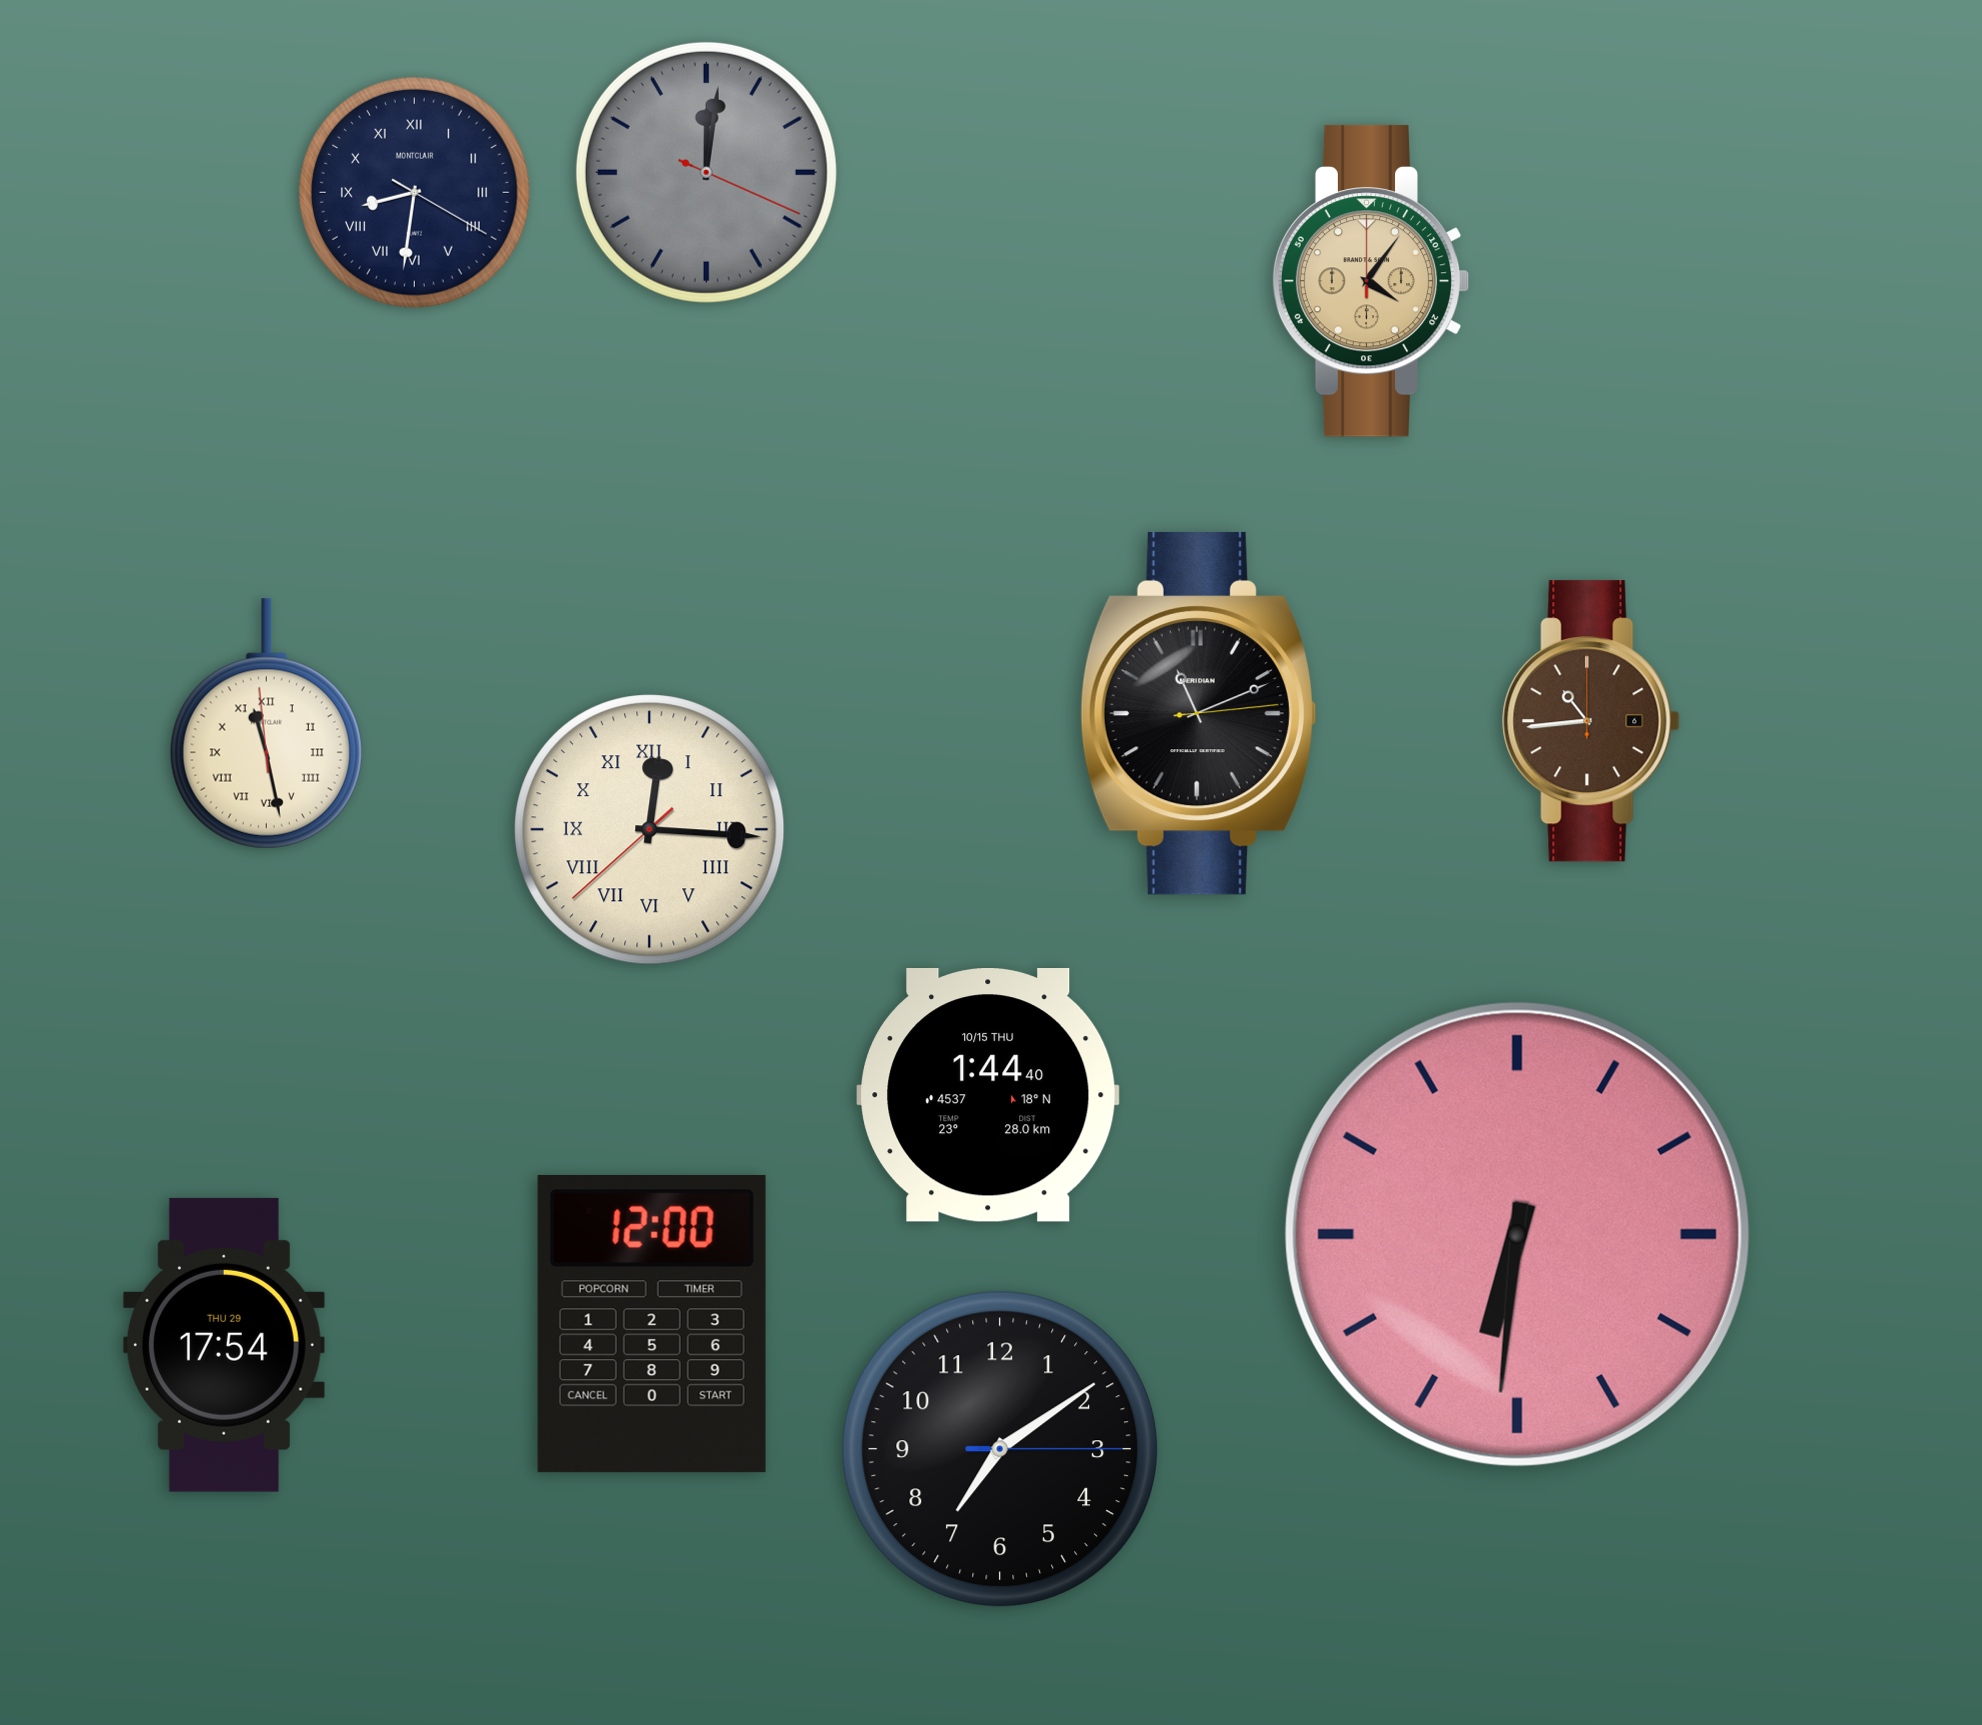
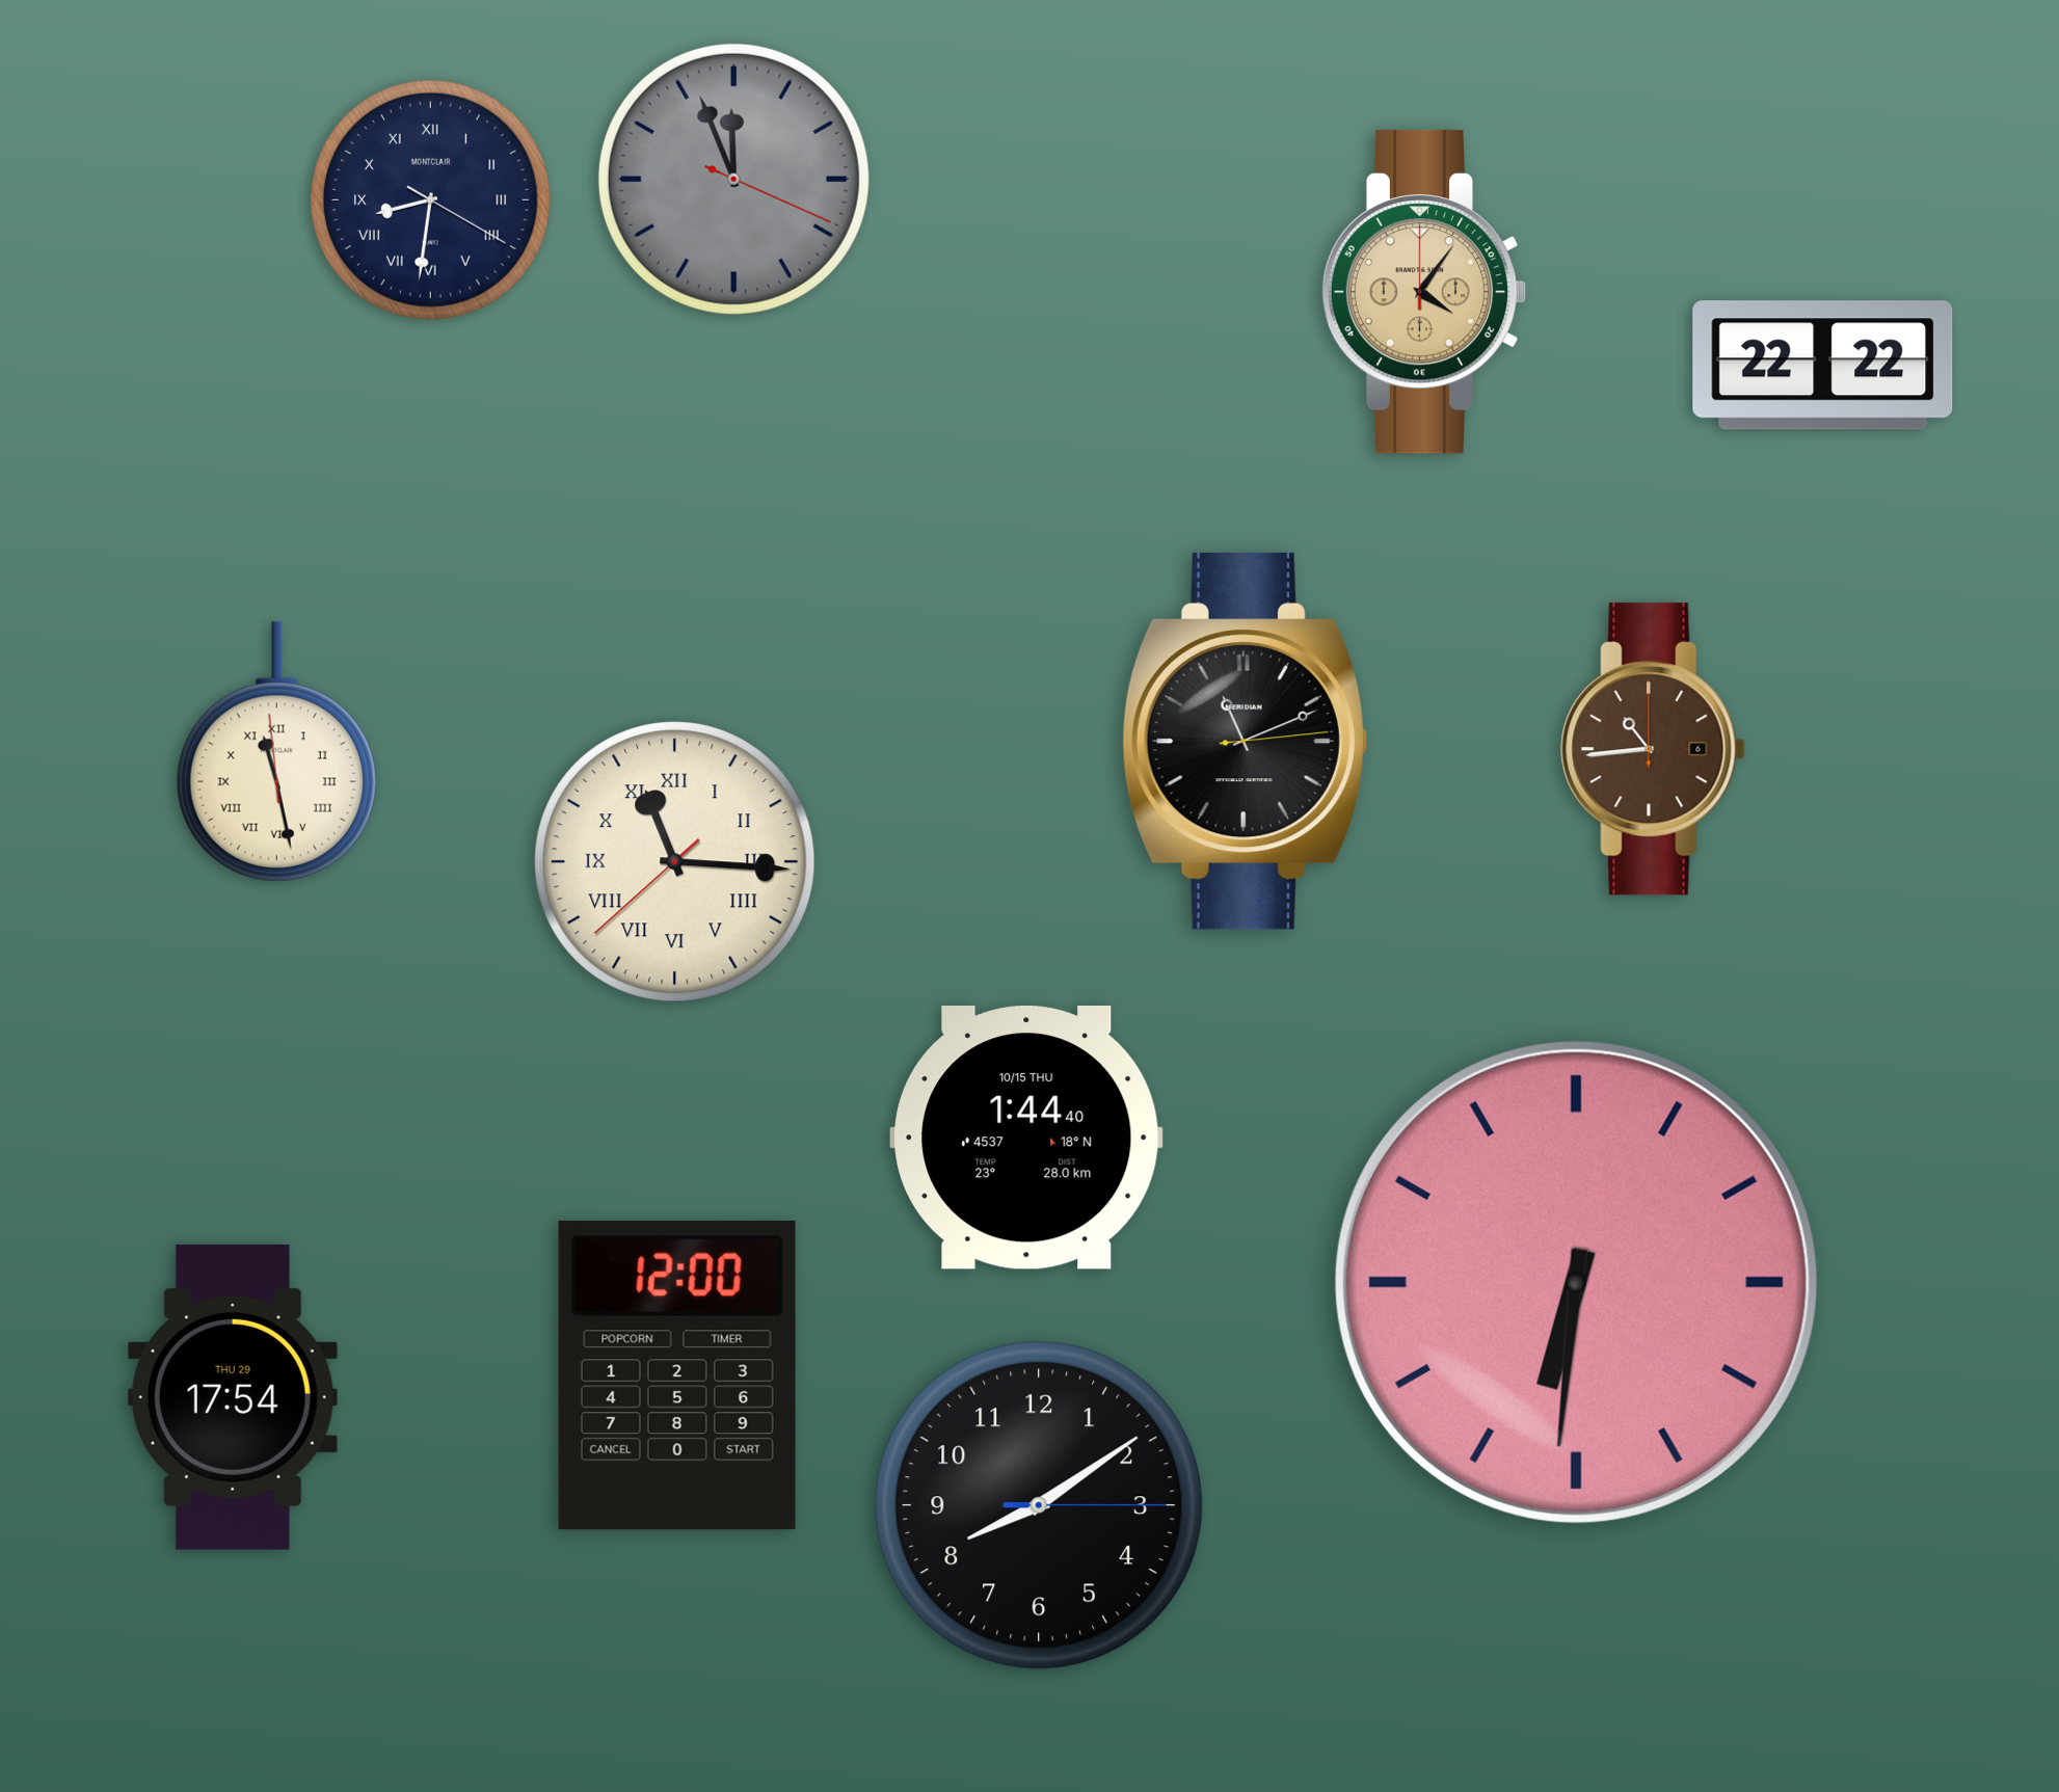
clock at (706, 172): 12:01 -> 11:56
clock at (1823, 366): none -> 22:22
clock at (650, 830): 12:15 -> 11:15
clock at (1000, 1449): 7:09 -> 8:09
